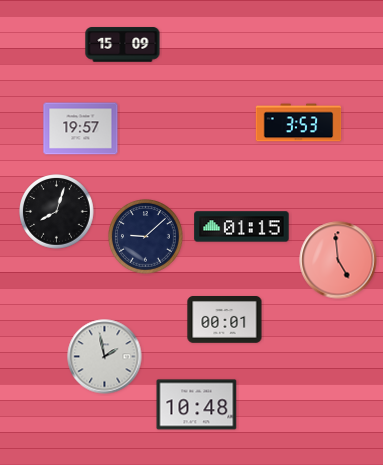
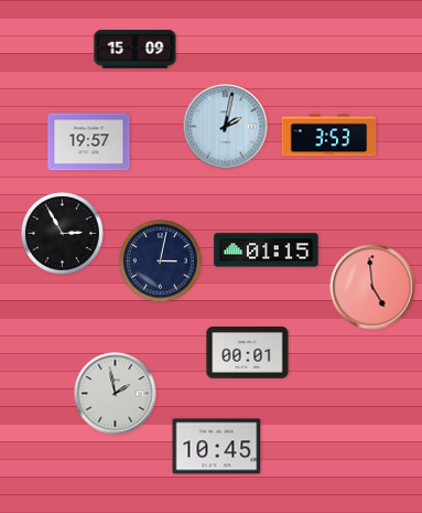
clock at (226, 127): none -> 2:02
clock at (57, 212): 8:03 -> 2:55
clock at (146, 237): 9:08 -> 3:02
clock at (197, 405): 10:48 -> 10:45
